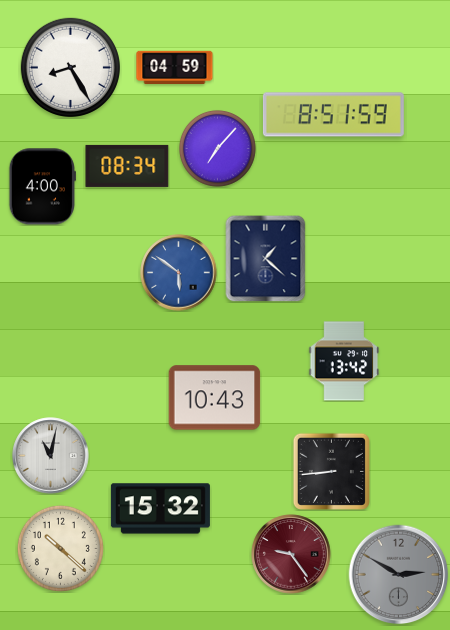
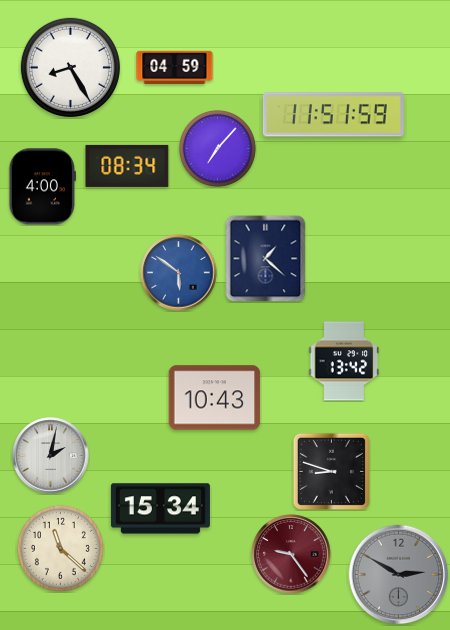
clock at (333, 115): 8:51 -> 11:51
clock at (51, 456): 11:02 -> 2:02
clock at (331, 471): 8:44 -> 8:48
clock at (160, 509): 15:32 -> 15:34
clock at (60, 548): 10:22 -> 11:22
